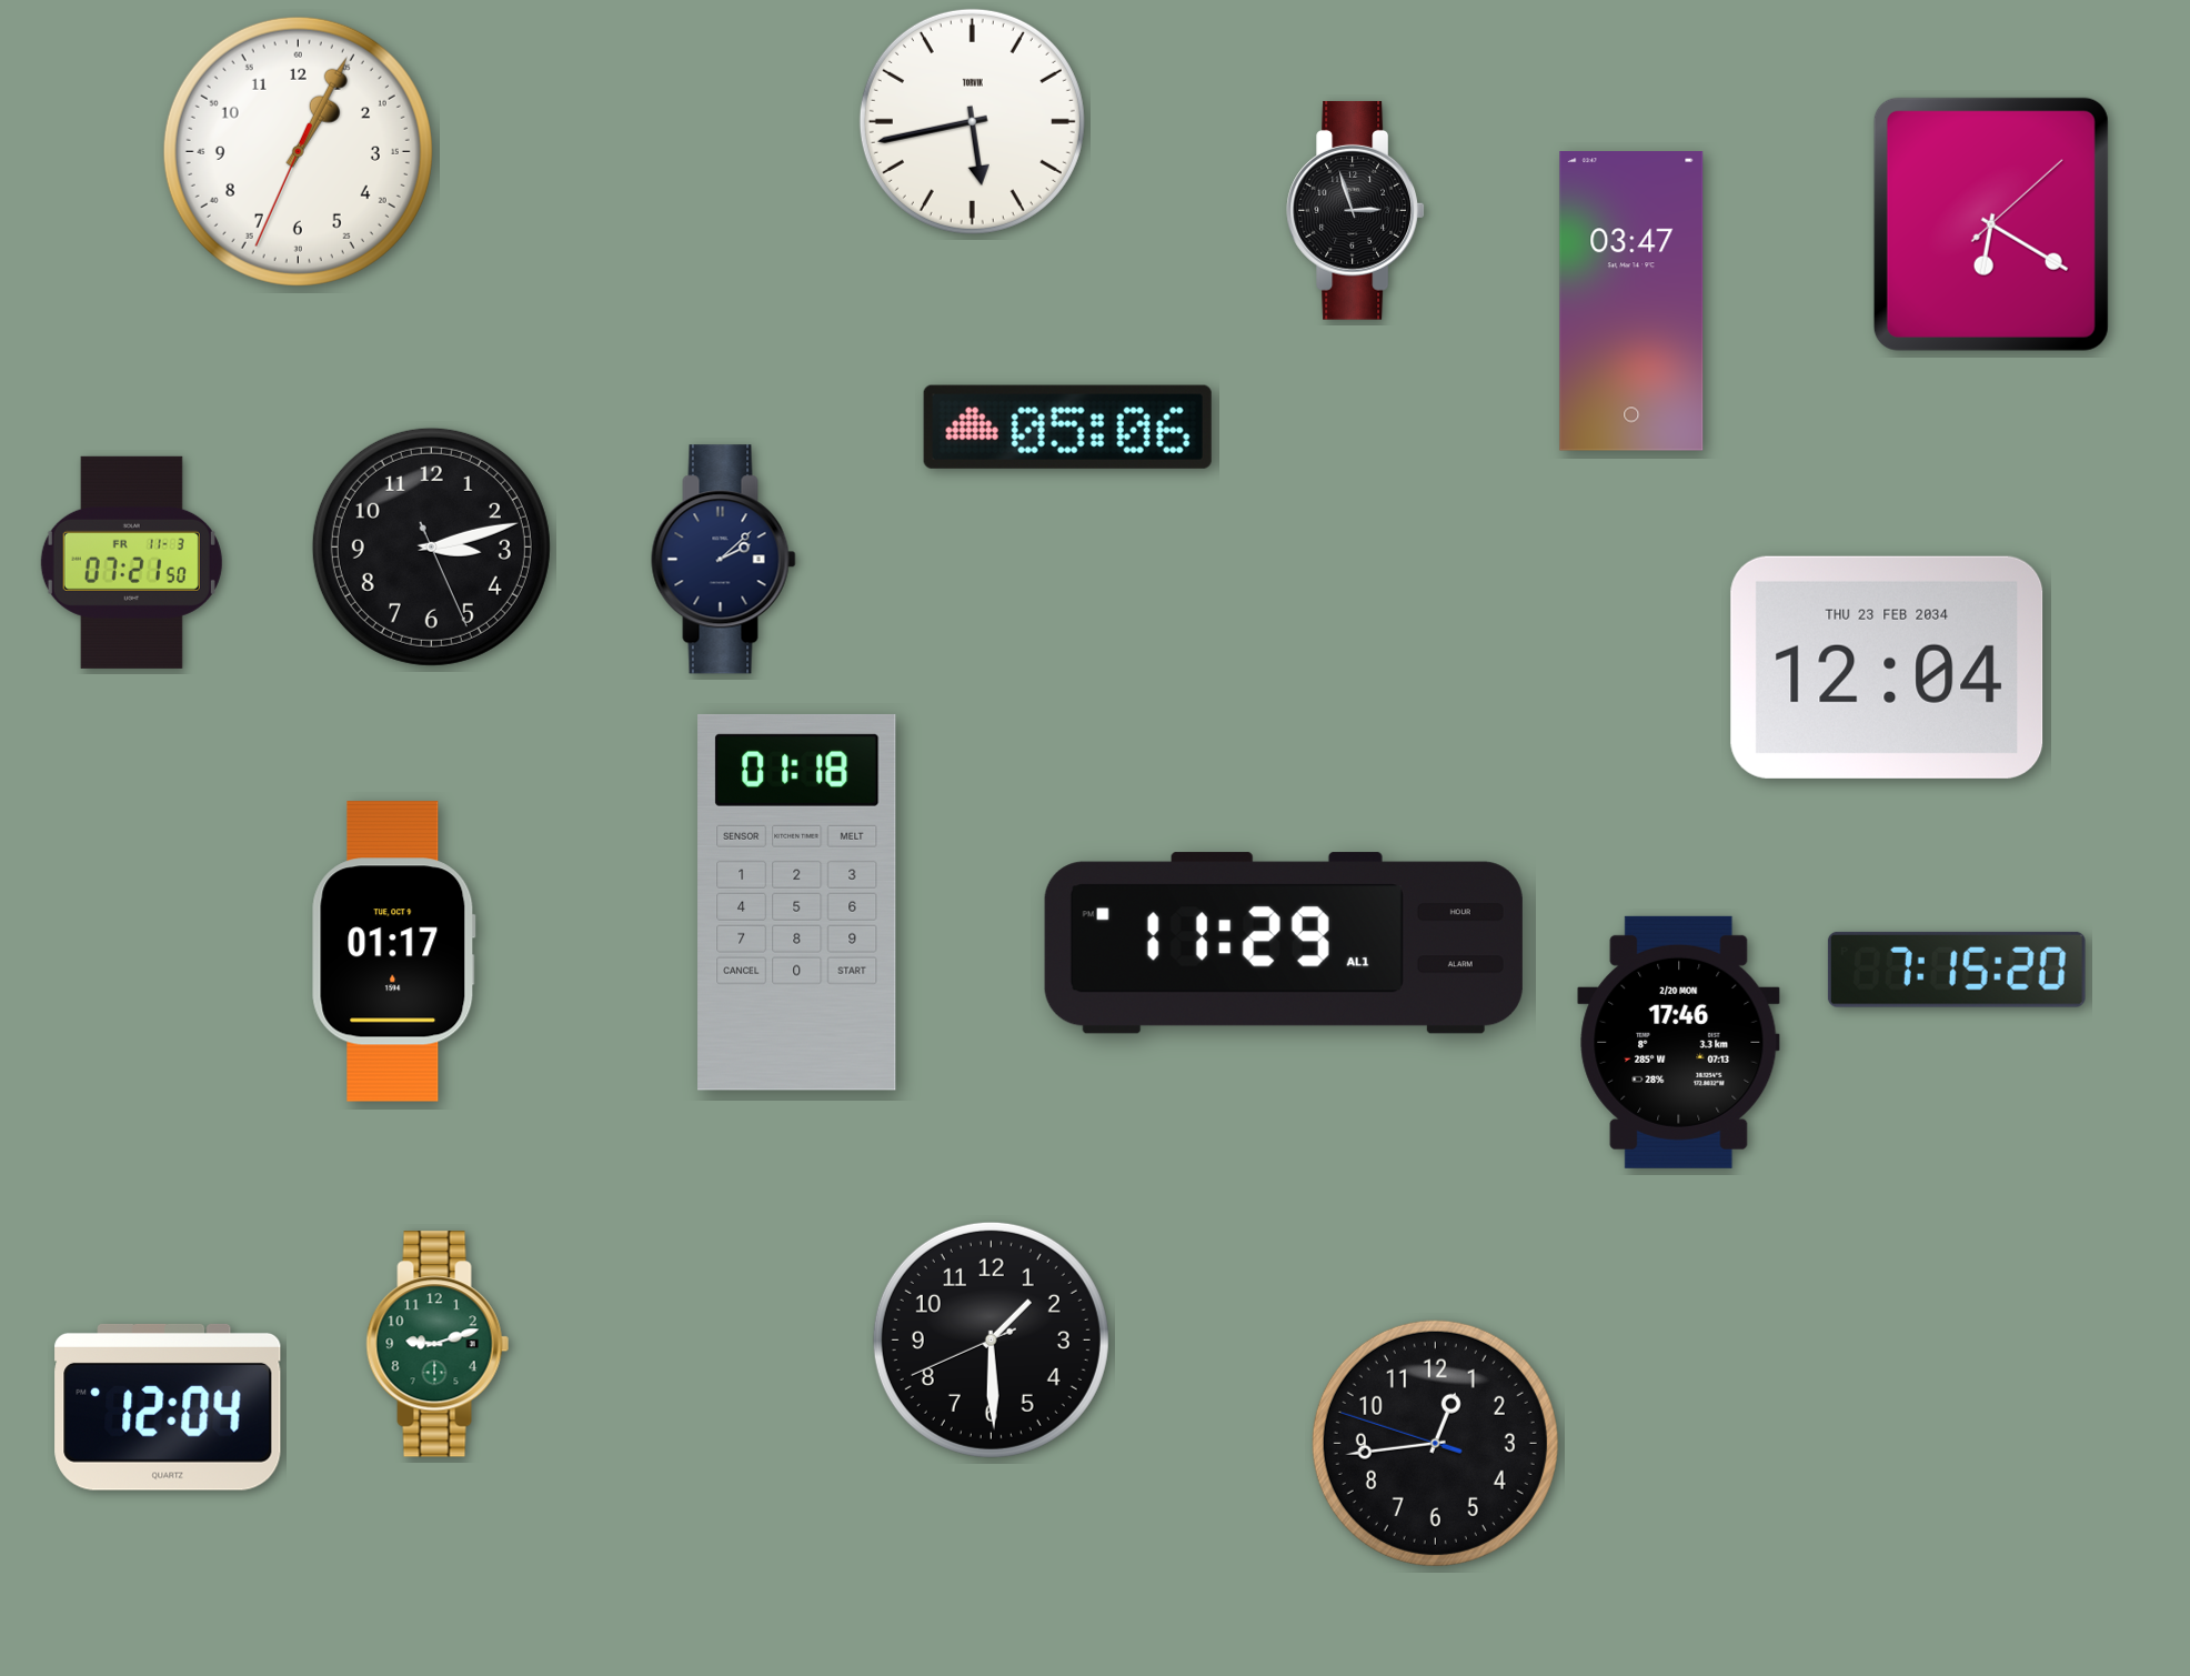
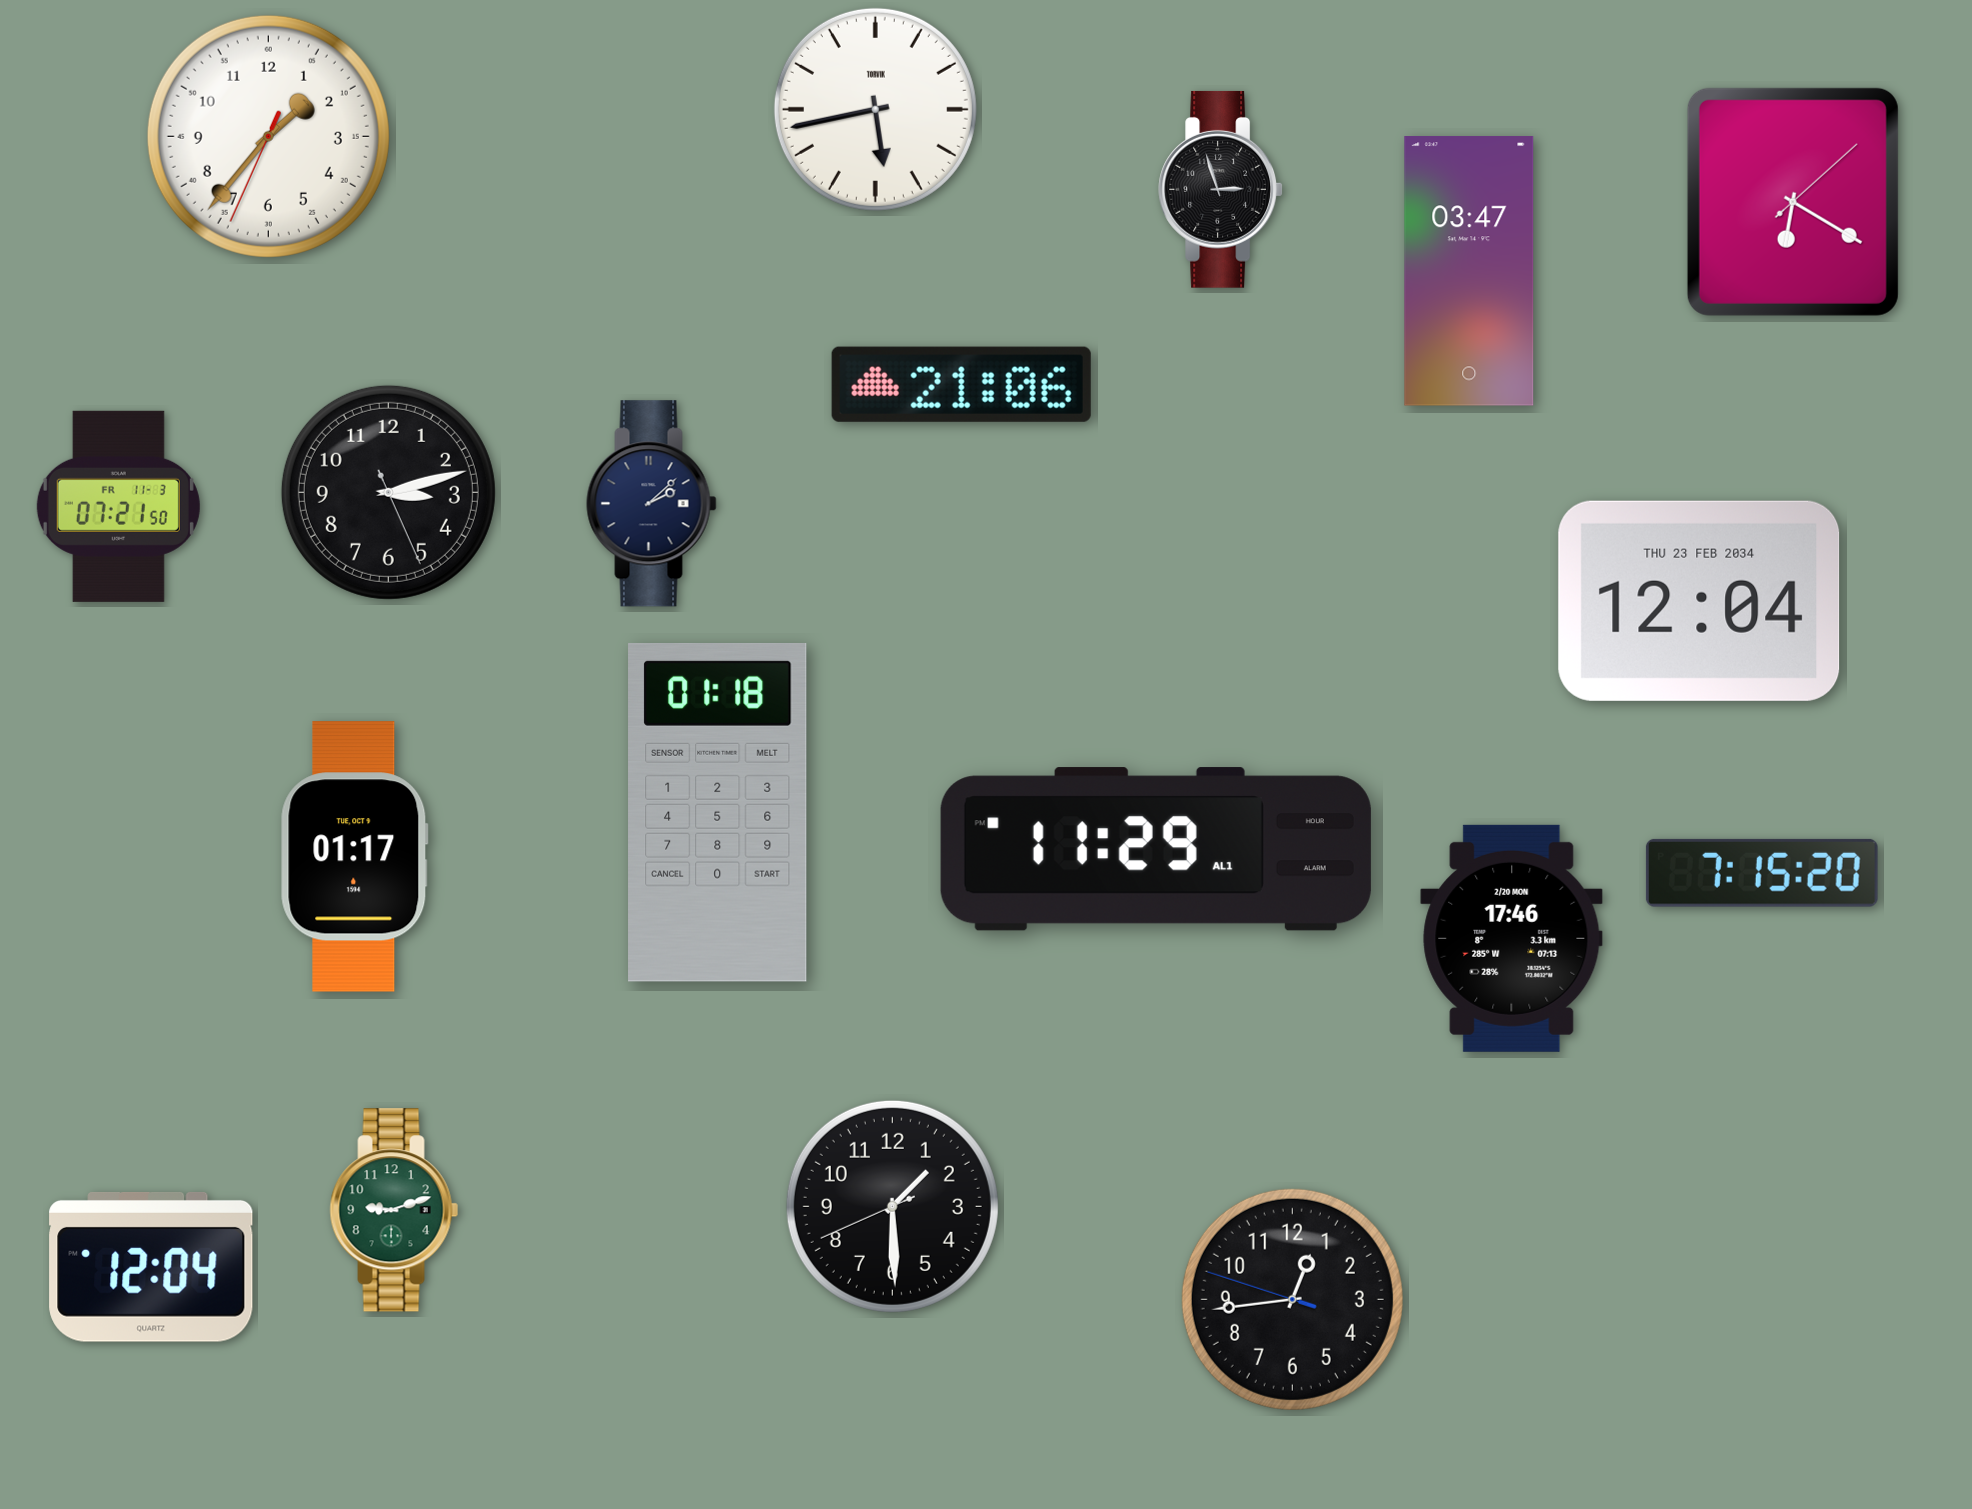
clock at (298, 151): 1:04 -> 1:36
clock at (1067, 426): 05:06 -> 21:06
